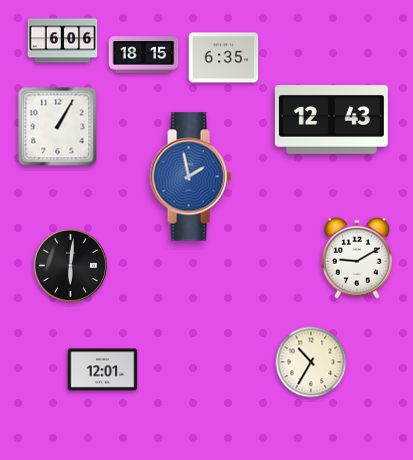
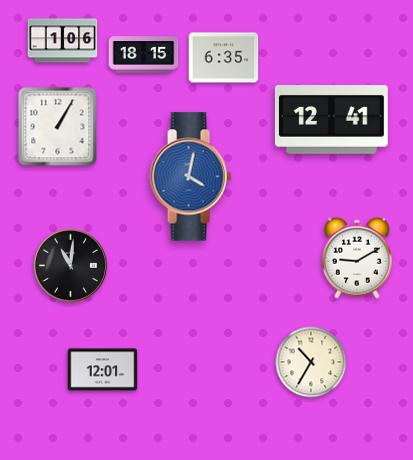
clock at (63, 41): 6:06 -> 1:06
clock at (331, 120): 12:43 -> 12:41
clock at (190, 177): 1:58 -> 4:02
clock at (70, 265): 6:01 -> 11:01
